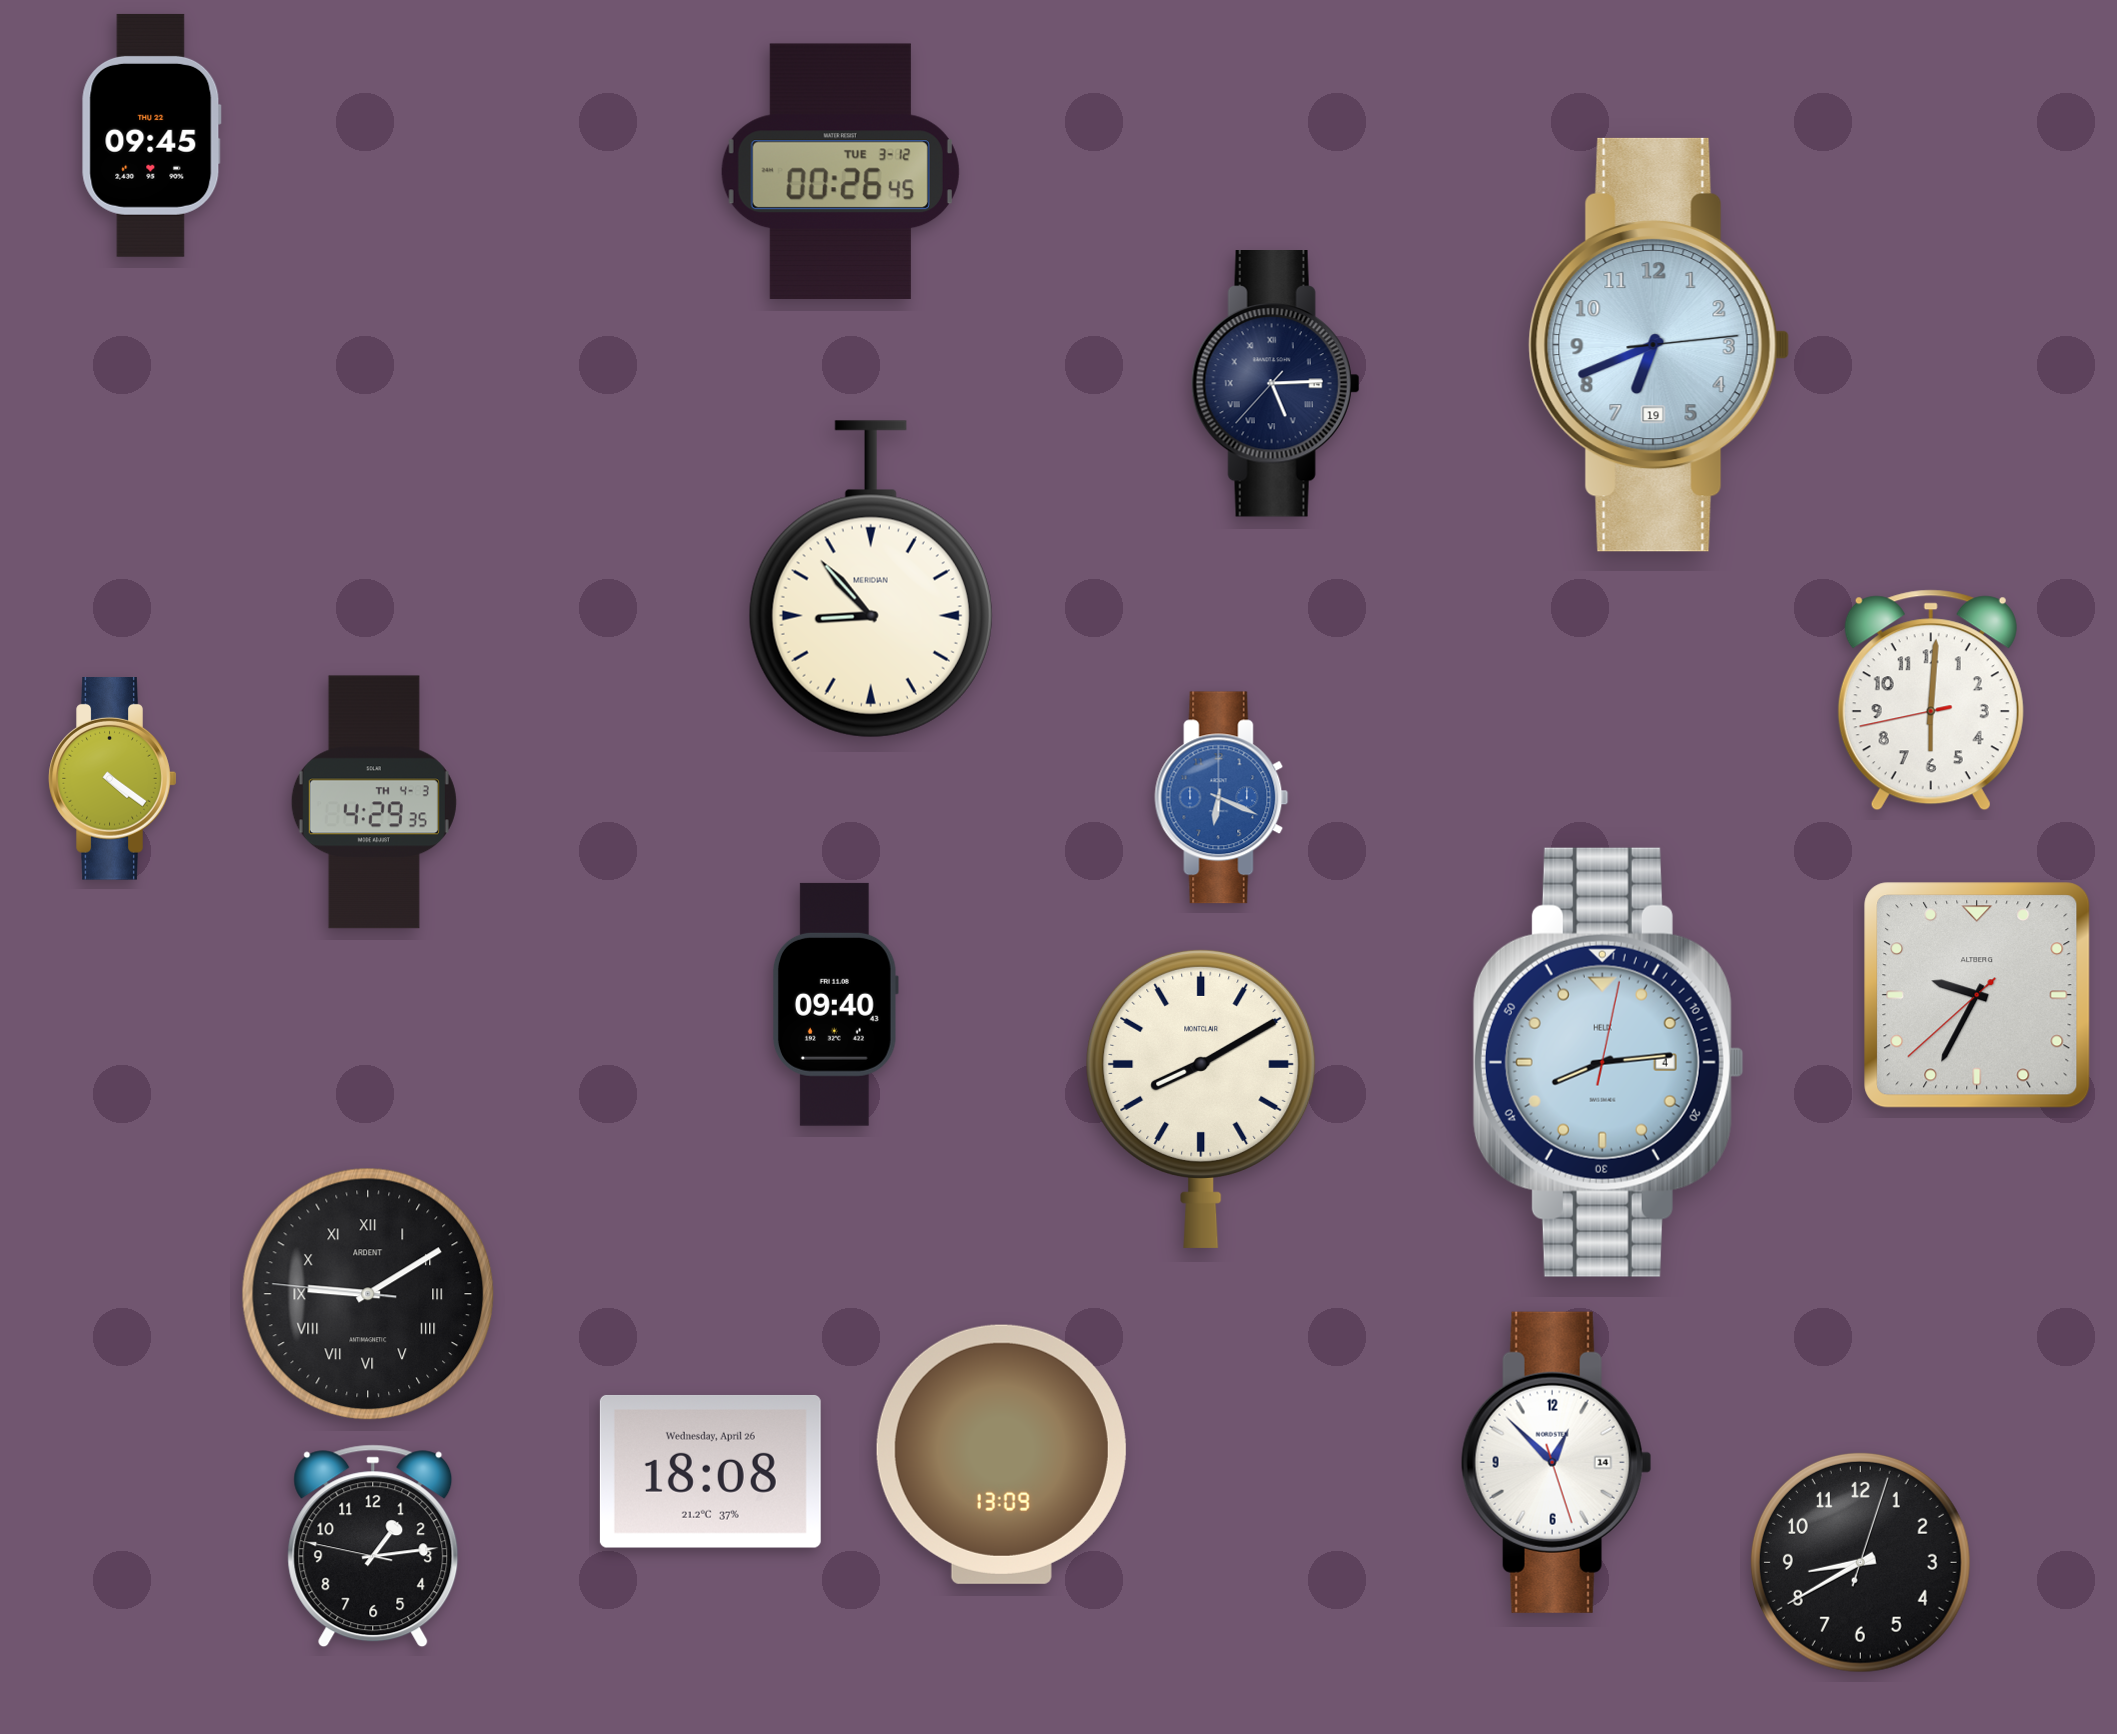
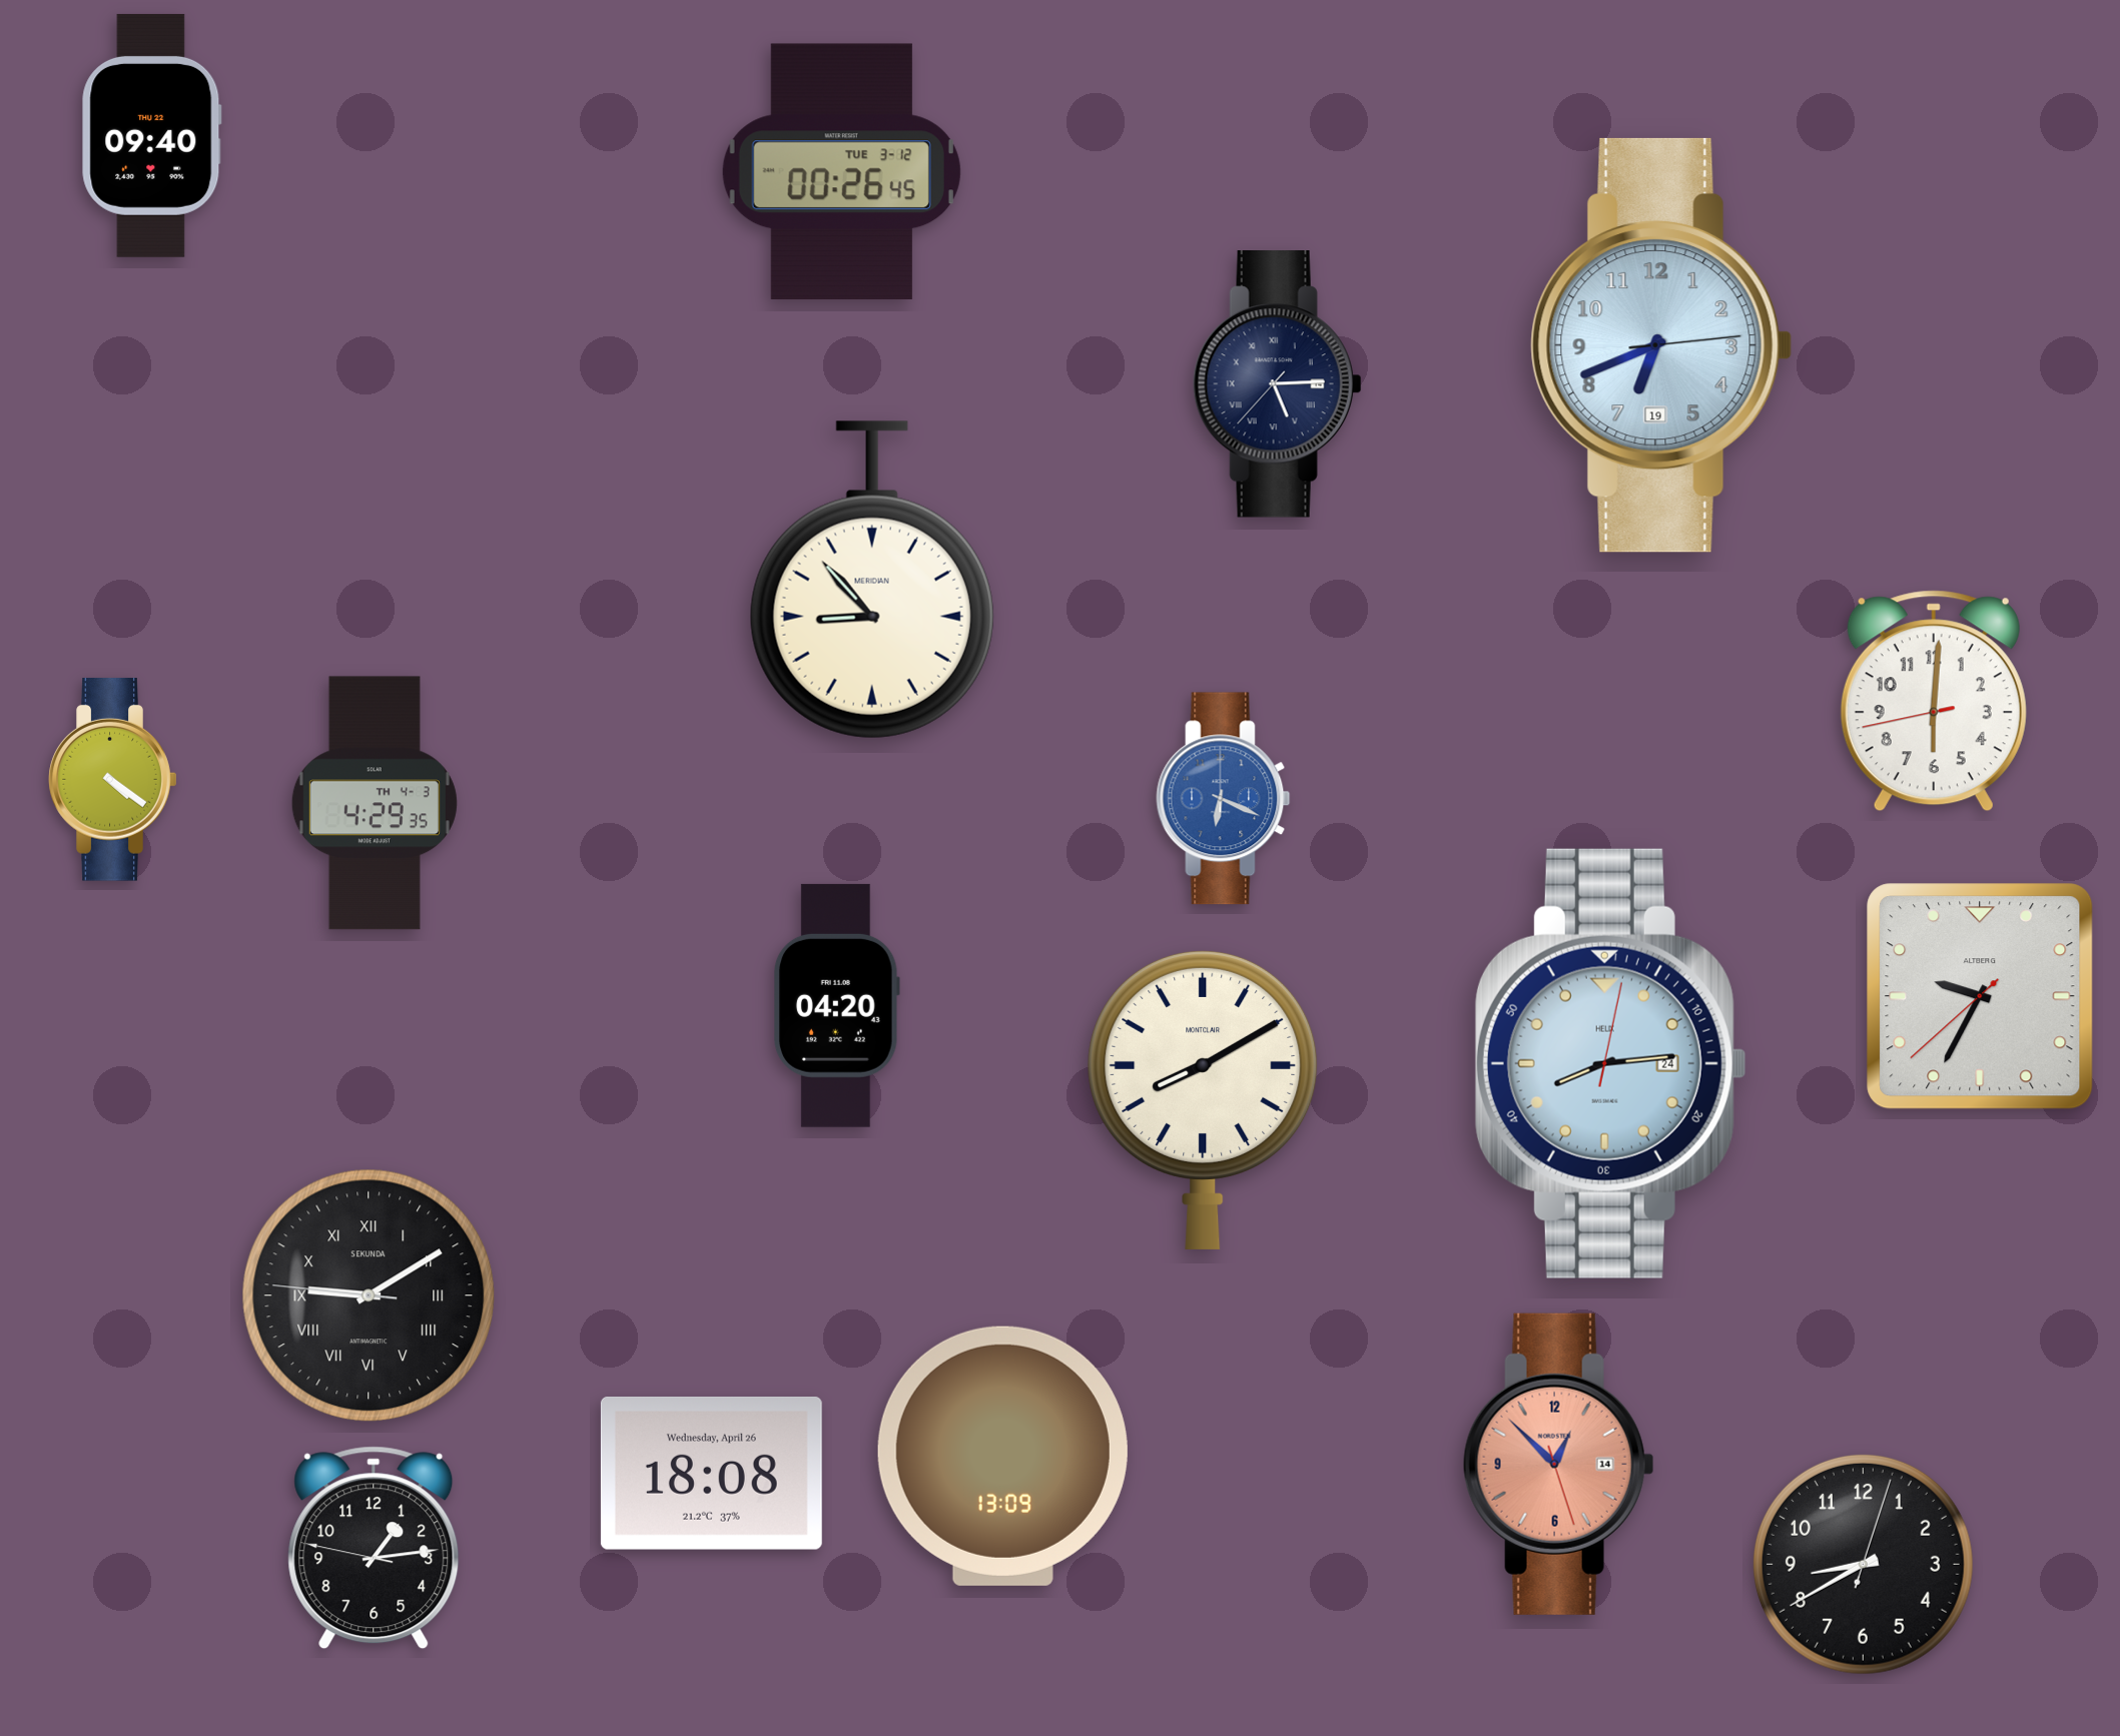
clock at (151, 135): 09:45 -> 09:40
clock at (835, 1004): 09:40 -> 04:20
clock at (1608, 1062) date: 4 -> 24
clock at (368, 1294) brand: ARDENT -> SEKUNDA
clock at (1556, 1462) dial: white -> salmon
